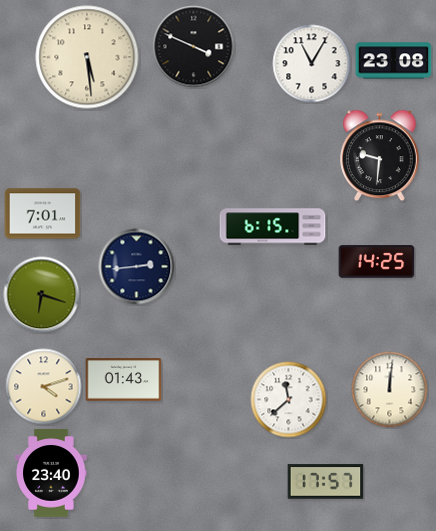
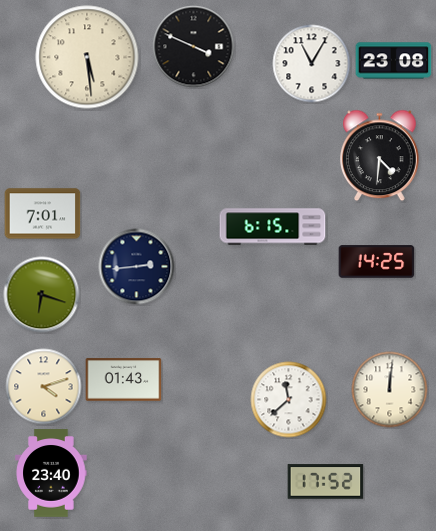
clock at (380, 156): 9:31 -> 4:31
clock at (326, 482): 17:57 -> 17:52
